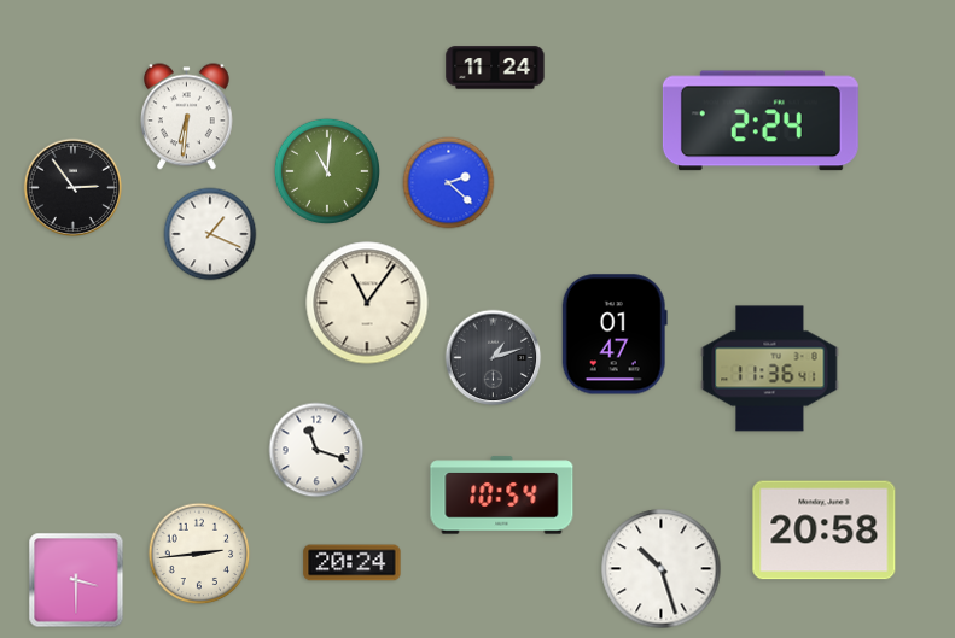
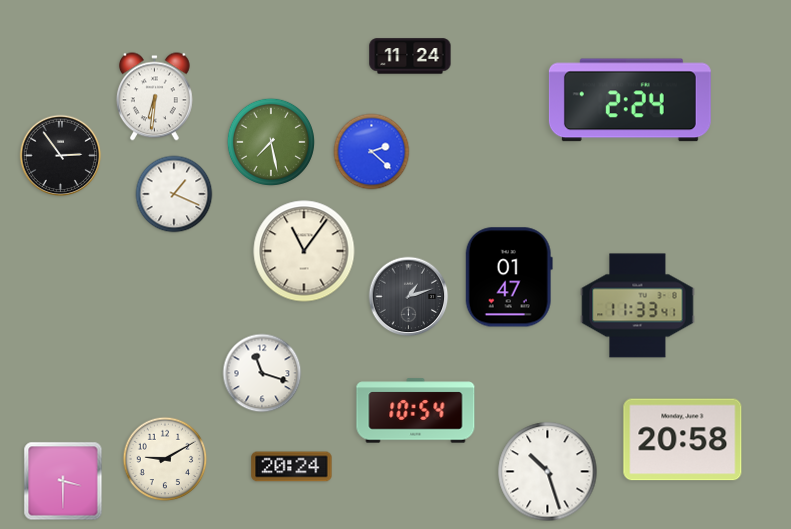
clock at (327, 171): 11:01 -> 7:28
clock at (770, 369): 11:36 -> 11:33
clock at (199, 554): 2:44 -> 9:10
